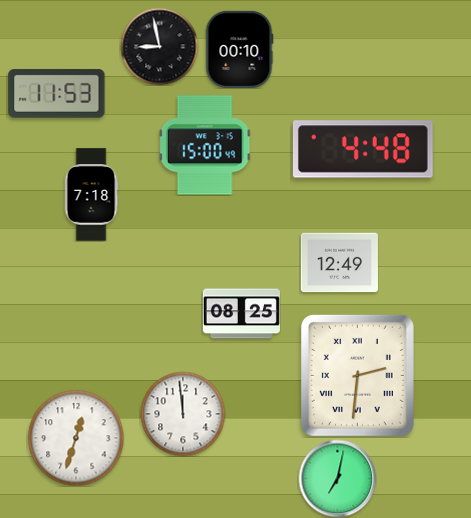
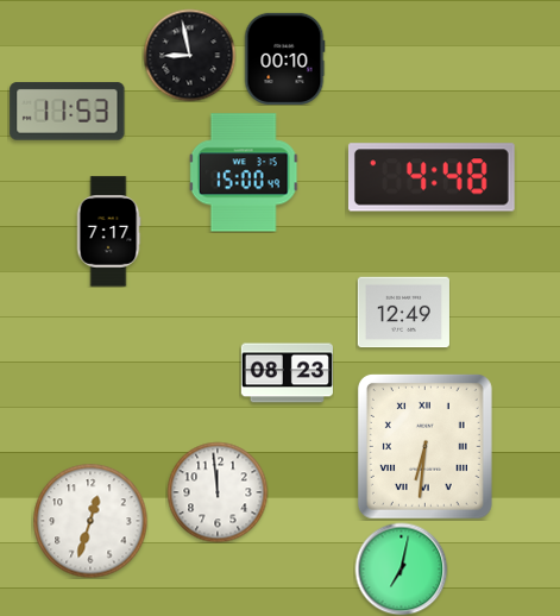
clock at (91, 195): 7:18 -> 7:17
clock at (241, 314): 08:25 -> 08:23
clock at (357, 375): 2:31 -> 6:31
